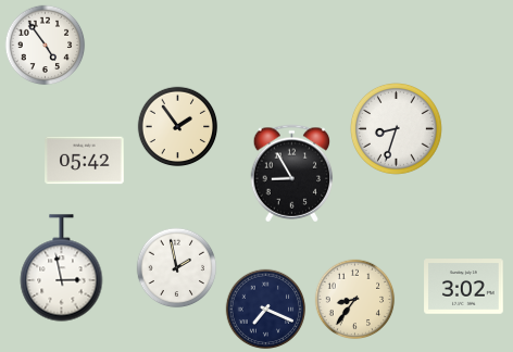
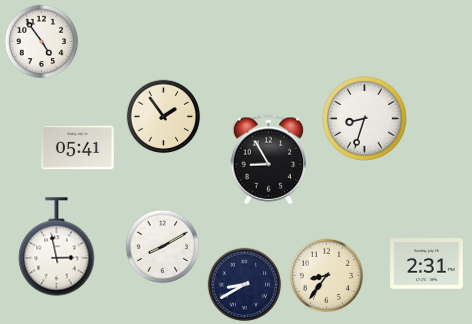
clock at (85, 161): 05:42 -> 05:41
clock at (177, 268): 1:58 -> 8:10
clock at (464, 287): 3:02 -> 2:31
clock at (266, 310): 7:19 -> 8:40
